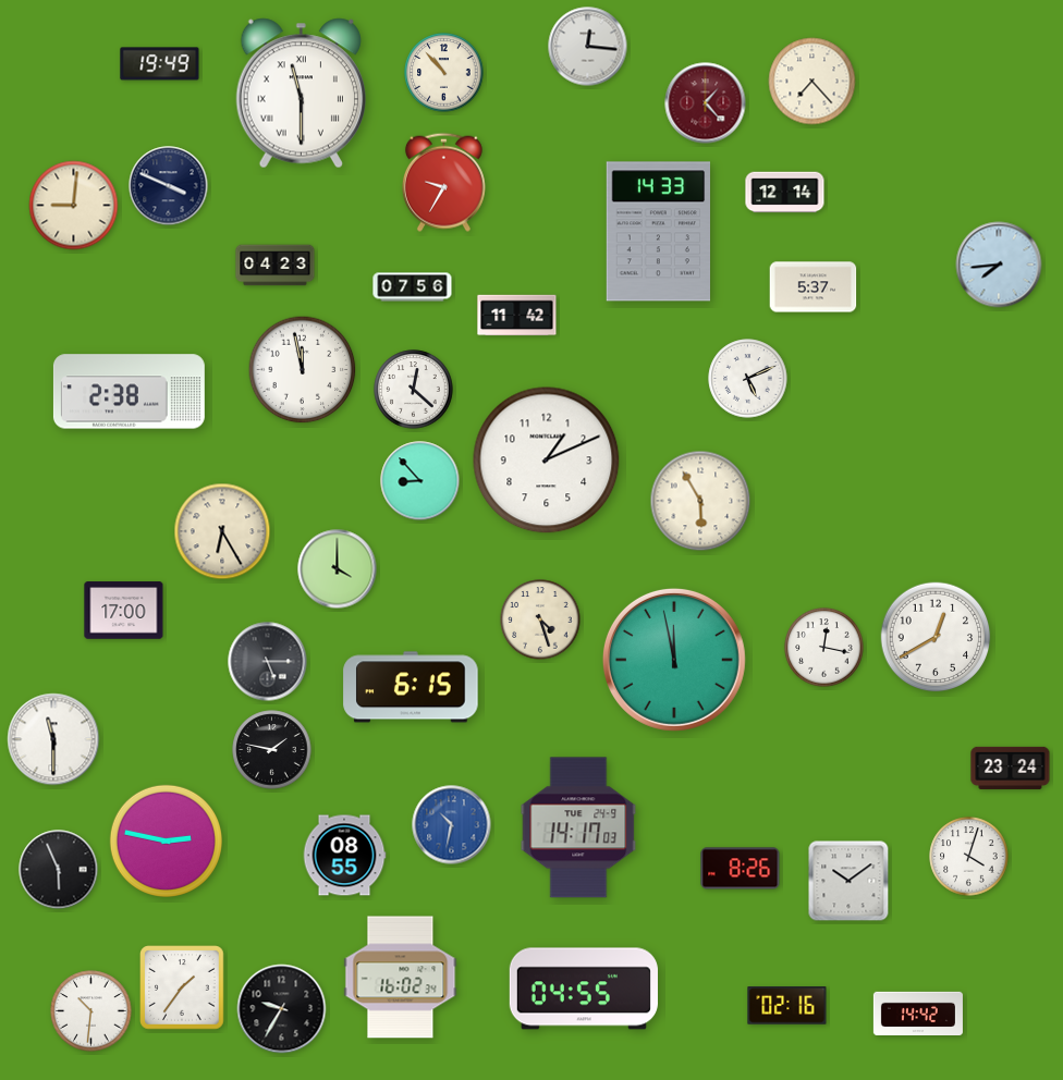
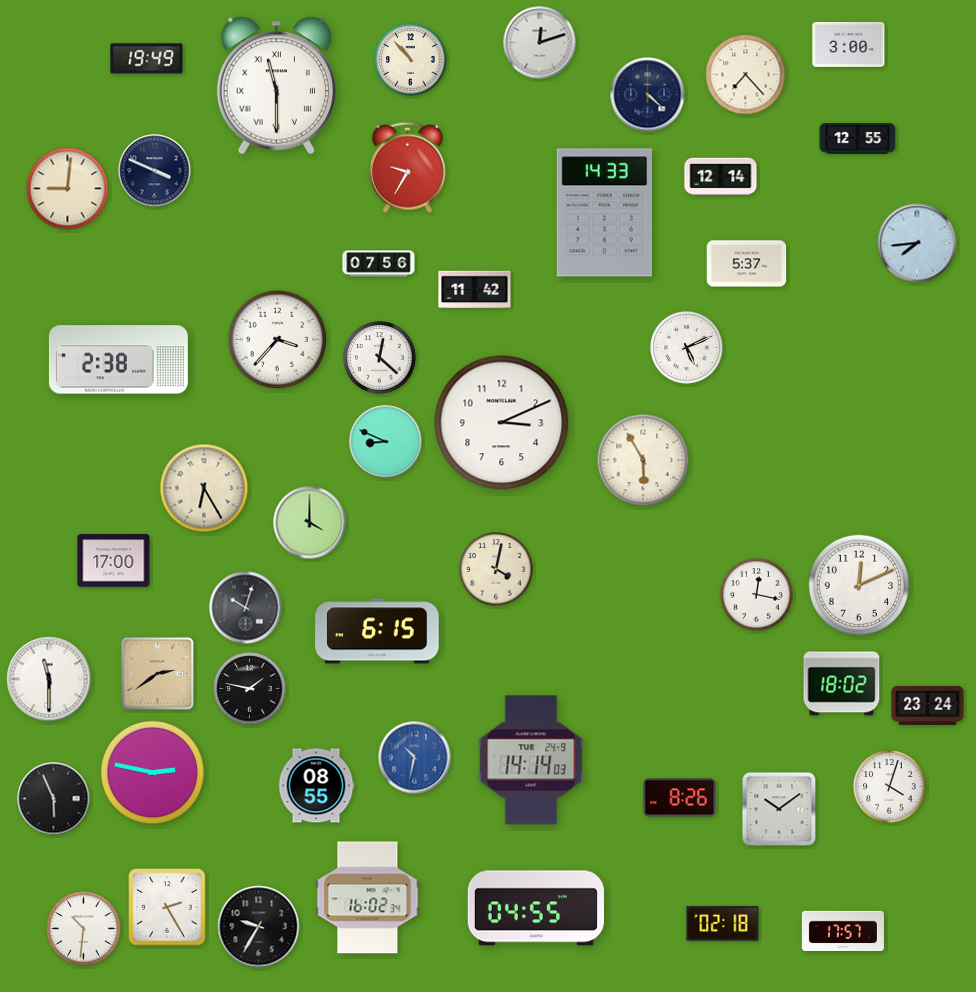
clock at (588, 47): 12:16 -> 12:12
clock at (849, 44): none -> 3:00
clock at (444, 73) position: (444, 73) -> (411, 60)
clock at (706, 103): 1:23 -> 4:22
clock at (706, 103) dial: burgundy -> navy
clock at (858, 139): none -> 12:55
clock at (276, 266): 04:23 -> none
clock at (303, 370): 11:58 -> 3:37
clock at (547, 461): 1:11 -> 3:11
clock at (420, 481): 8:53 -> 8:49
clock at (540, 619): 4:27 -> 4:02
clock at (936, 637): 12:40 -> 12:11
clock at (674, 660): 11:58 -> none
clock at (268, 662): 5:15 -> 10:03
clock at (158, 674): none -> 2:39
clock at (842, 684): none -> 18:02
clock at (578, 827): 14:17 -> 14:14
clock at (182, 987): 1:36 -> 2:25
clock at (787, 1006): 02:16 -> 02:18
clock at (918, 1012): 14:42 -> 17:57
